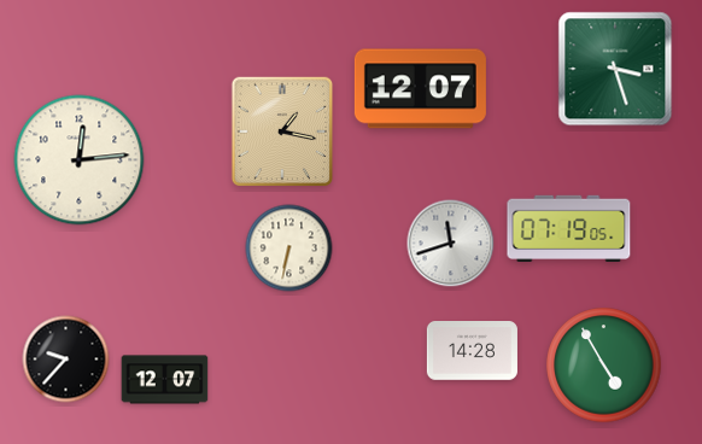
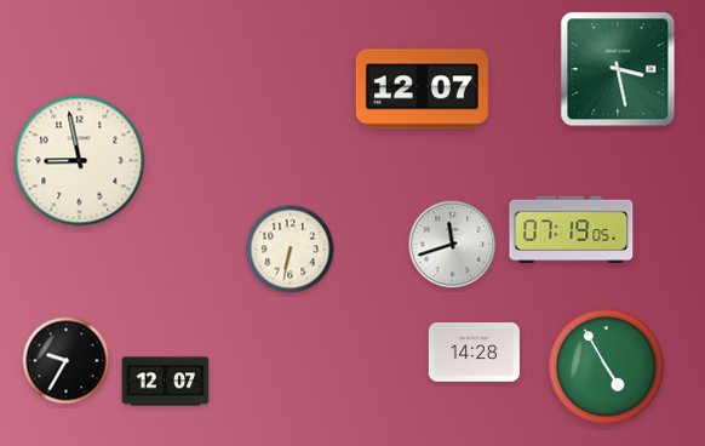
clock at (615, 69): 3:27 -> 3:28
clock at (282, 132): 1:17 -> none
clock at (80, 160): 12:14 -> 8:58
clock at (66, 360): 9:37 -> 9:35
